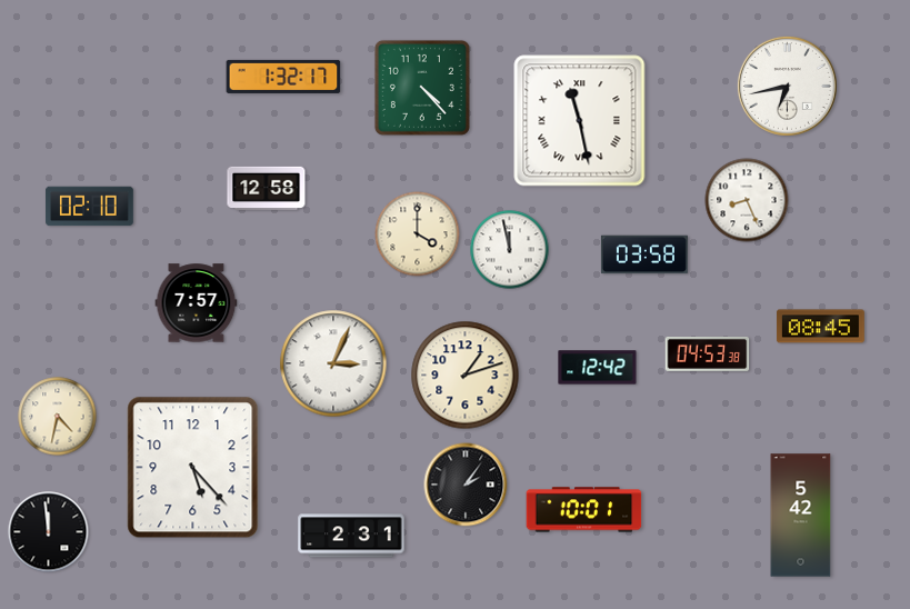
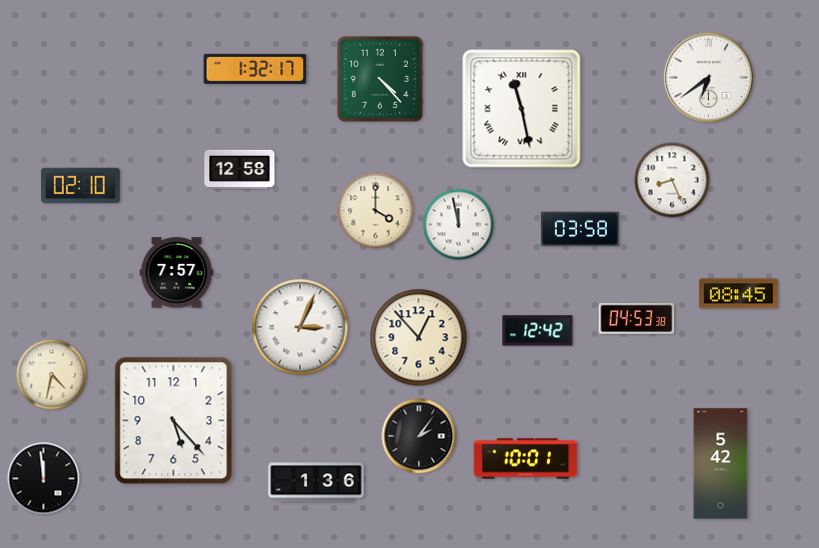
clock at (787, 86): 6:43 -> 6:39
clock at (466, 376): 1:12 -> 12:53
clock at (351, 536): 2:31 -> 1:36
